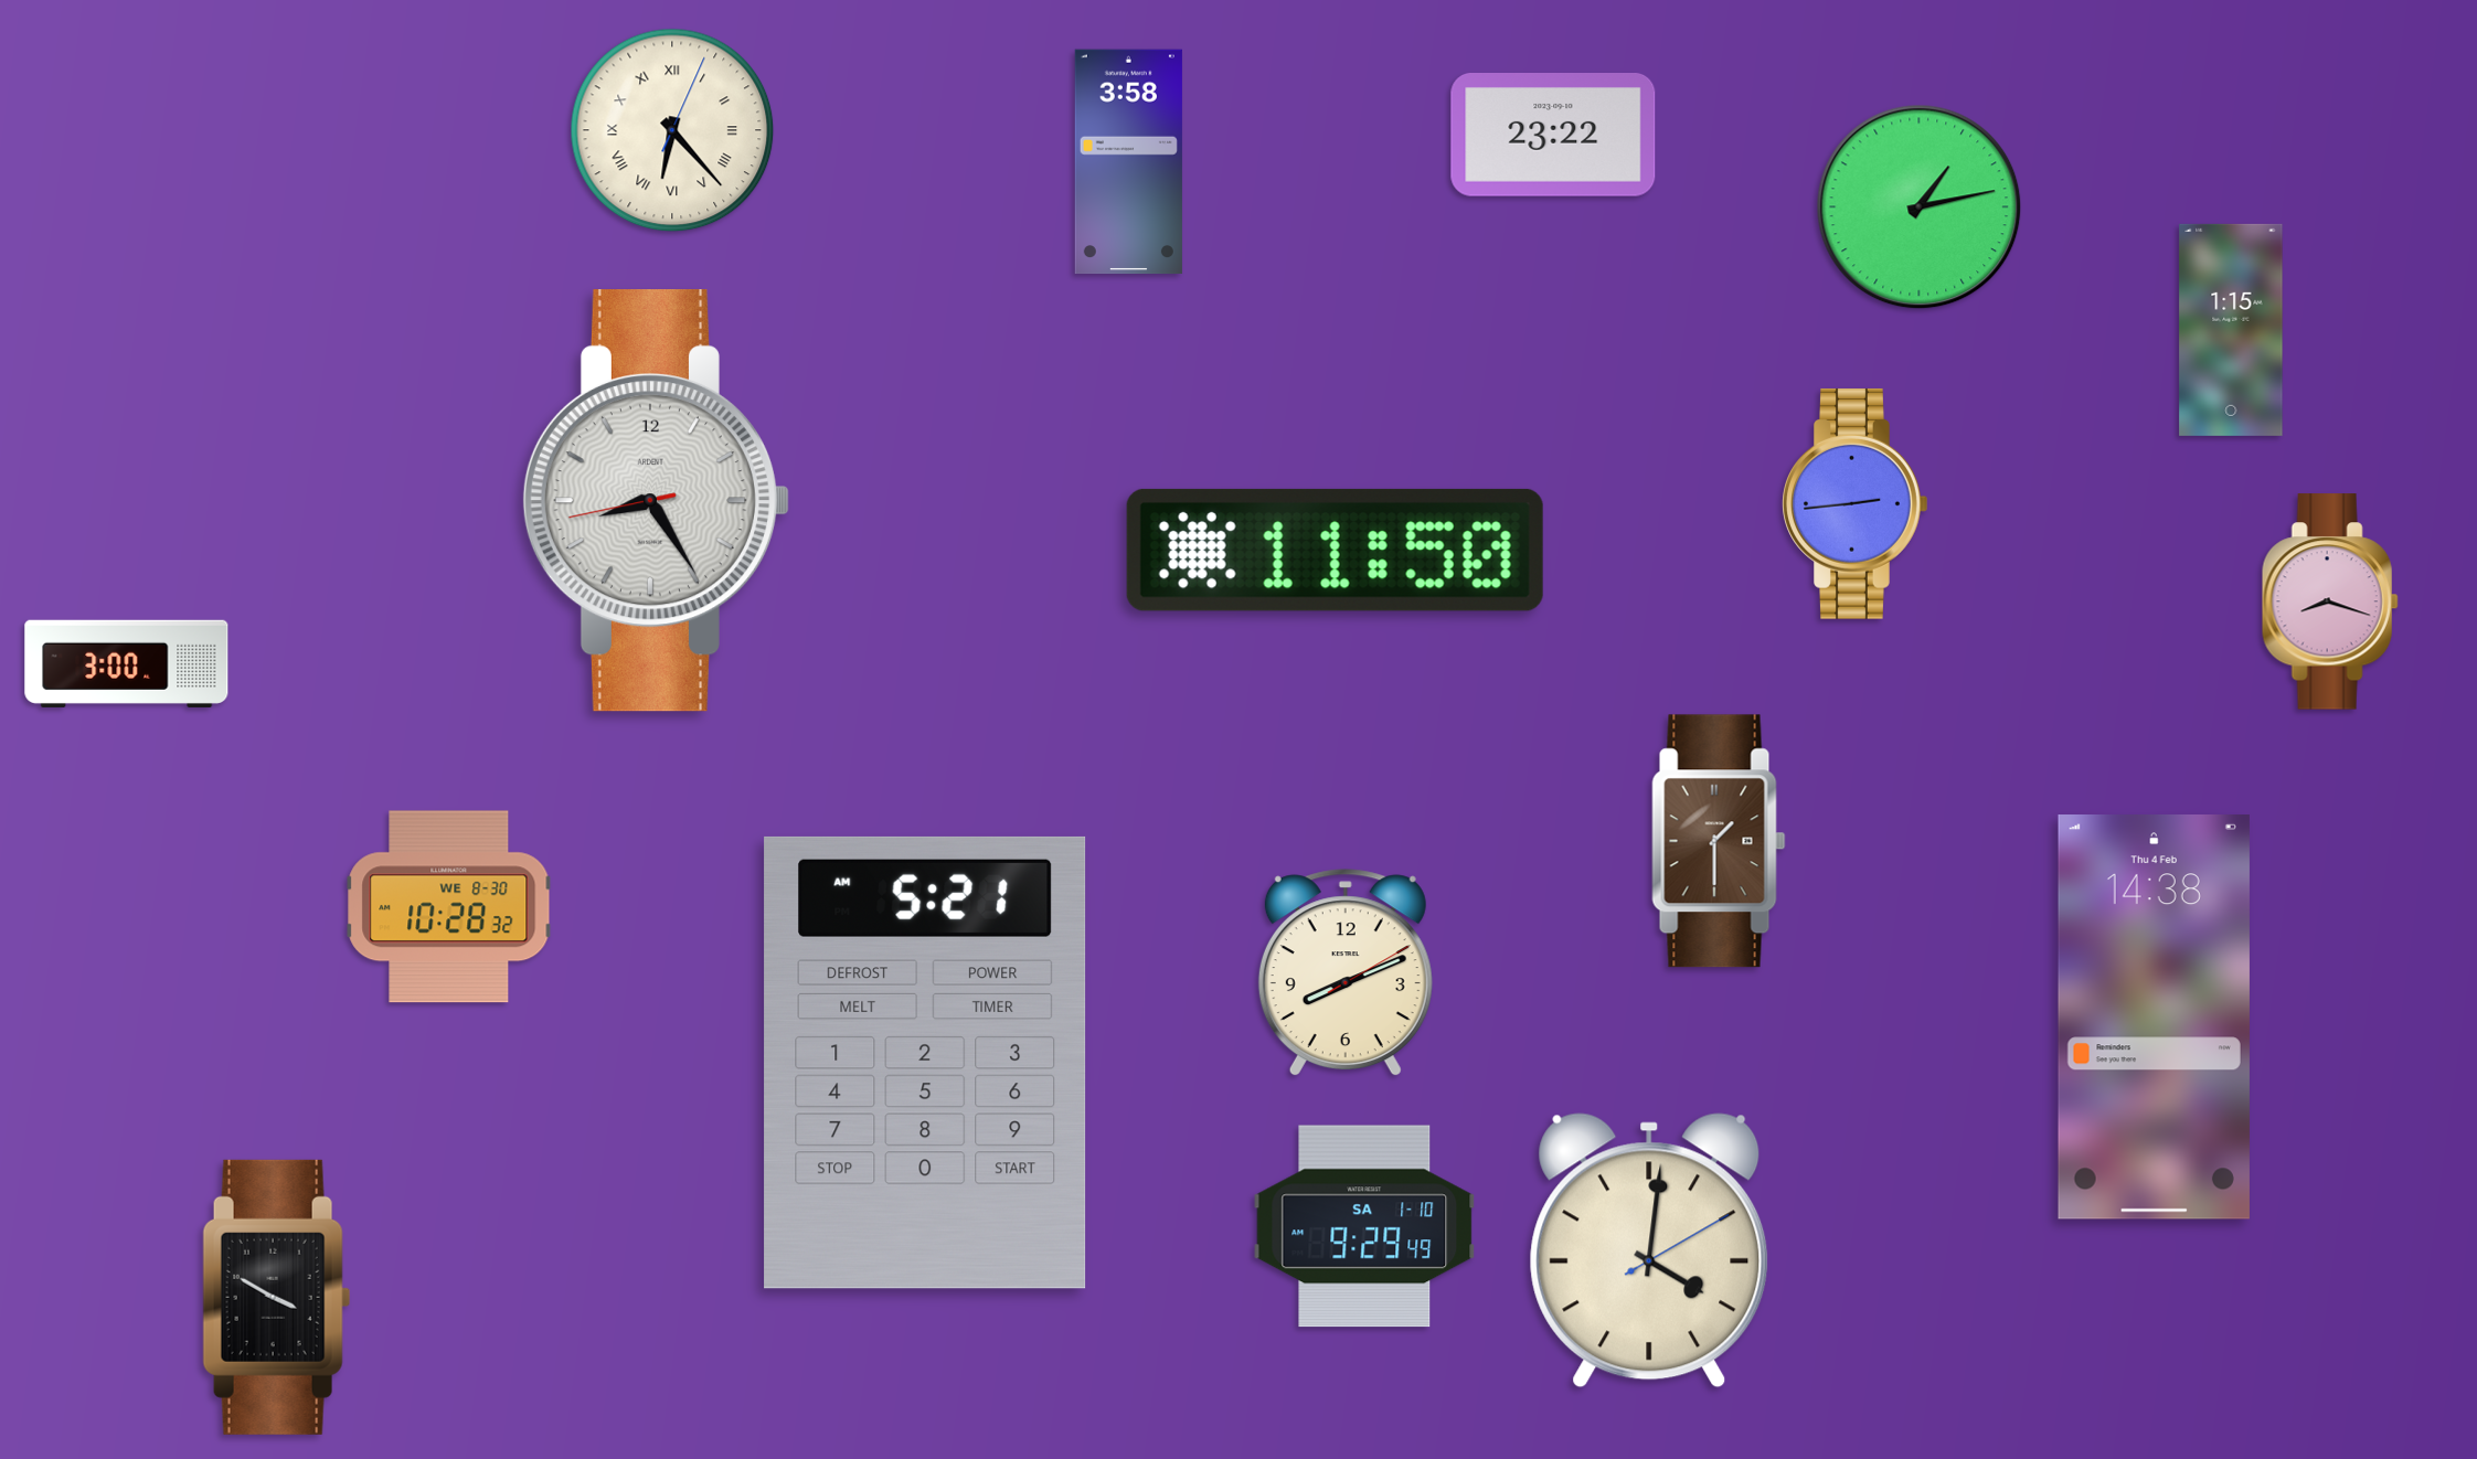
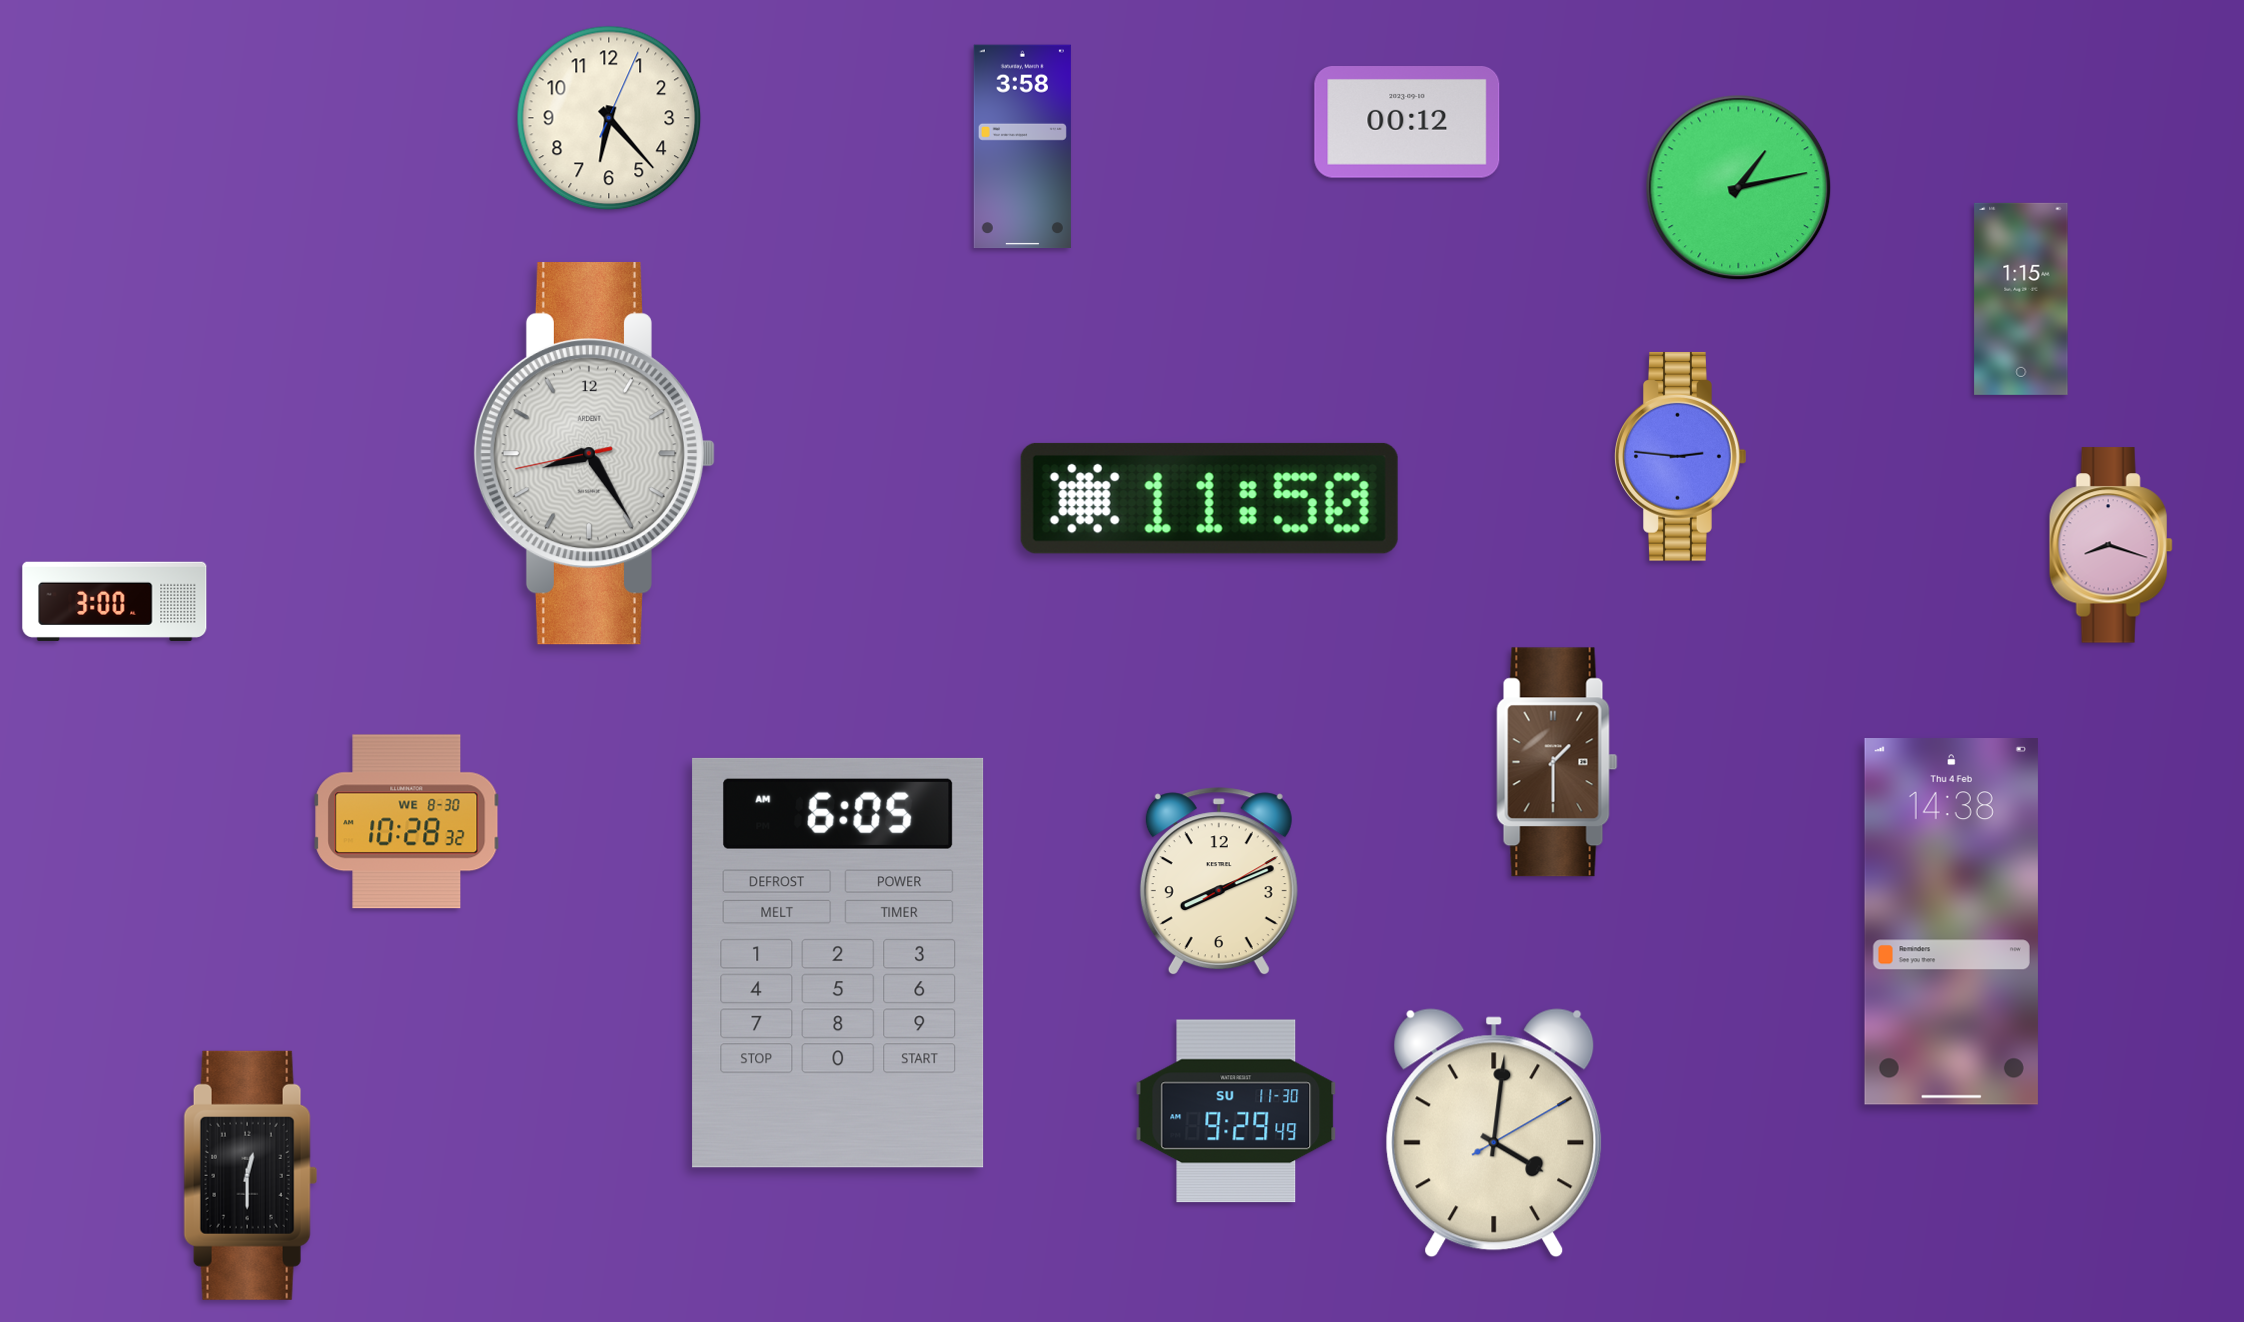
clock at (672, 130) numerals: Roman -> Arabic
clock at (1553, 136): 23:22 -> 00:12
clock at (1856, 503): 2:44 -> 2:46
clock at (925, 1063): 5:21 -> 6:05
clock at (1364, 1226) date: SA 1-10 -> SU 11-30
clock at (277, 1297): 3:50 -> 12:30
